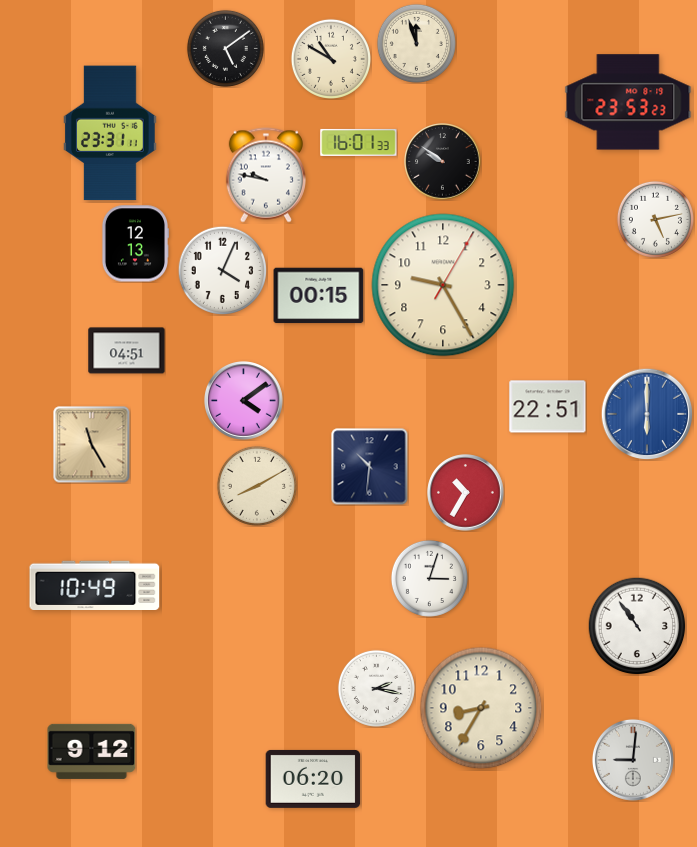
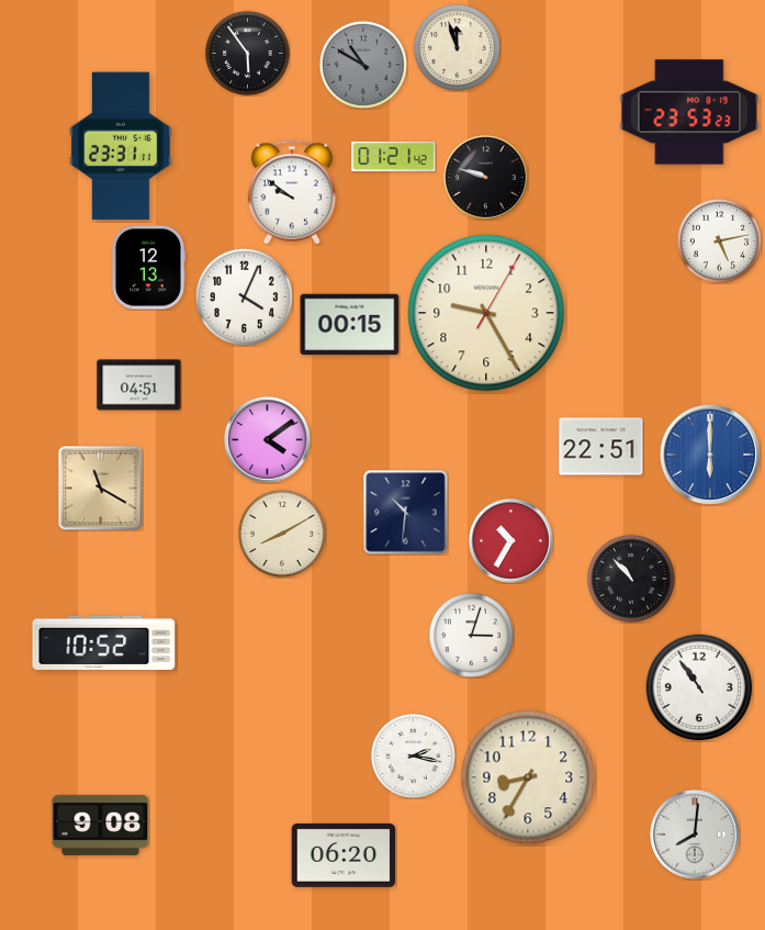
clock at (225, 48): 5:09 -> 5:54
clock at (331, 59) dial: cream -> grey
clock at (359, 142): 16:01 -> 01:21
clock at (443, 162): 9:51 -> 9:48
clock at (266, 175): 9:47 -> 9:51
clock at (92, 445): 11:25 -> 11:20
clock at (631, 579): none -> 10:53
clock at (95, 585): 10:49 -> 10:52
clock at (92, 751): 9:12 -> 9:08
clock at (633, 760): 9:01 -> 8:01
